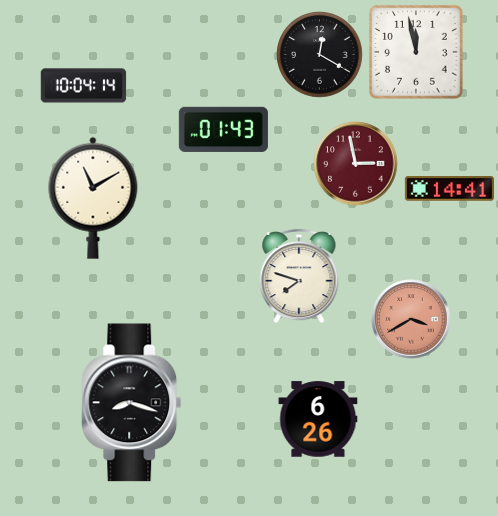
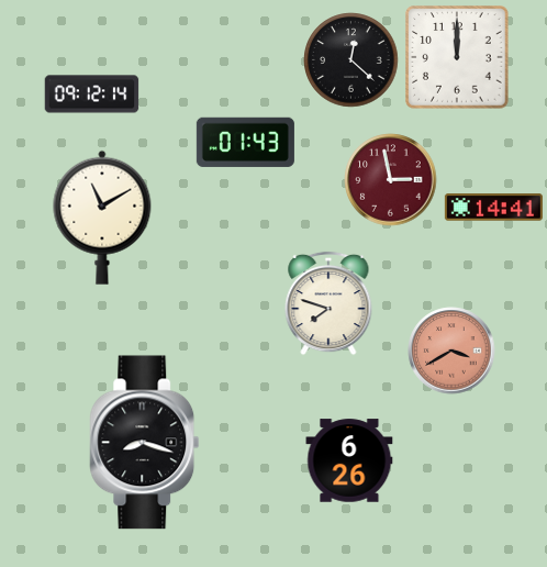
clock at (416, 52): 11:58 -> 12:00
clock at (320, 55): 12:20 -> 12:22
clock at (84, 86): 10:04 -> 09:12
